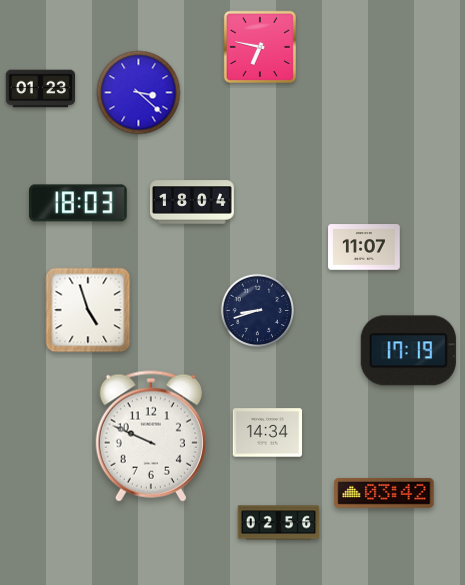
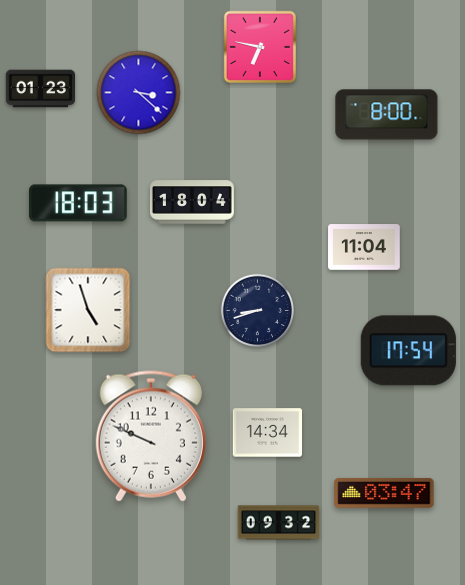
clock at (387, 115): none -> 8:00
clock at (364, 247): 11:07 -> 11:04
clock at (408, 351): 17:19 -> 17:54
clock at (384, 493): 03:42 -> 03:47
clock at (279, 523): 02:56 -> 09:32
